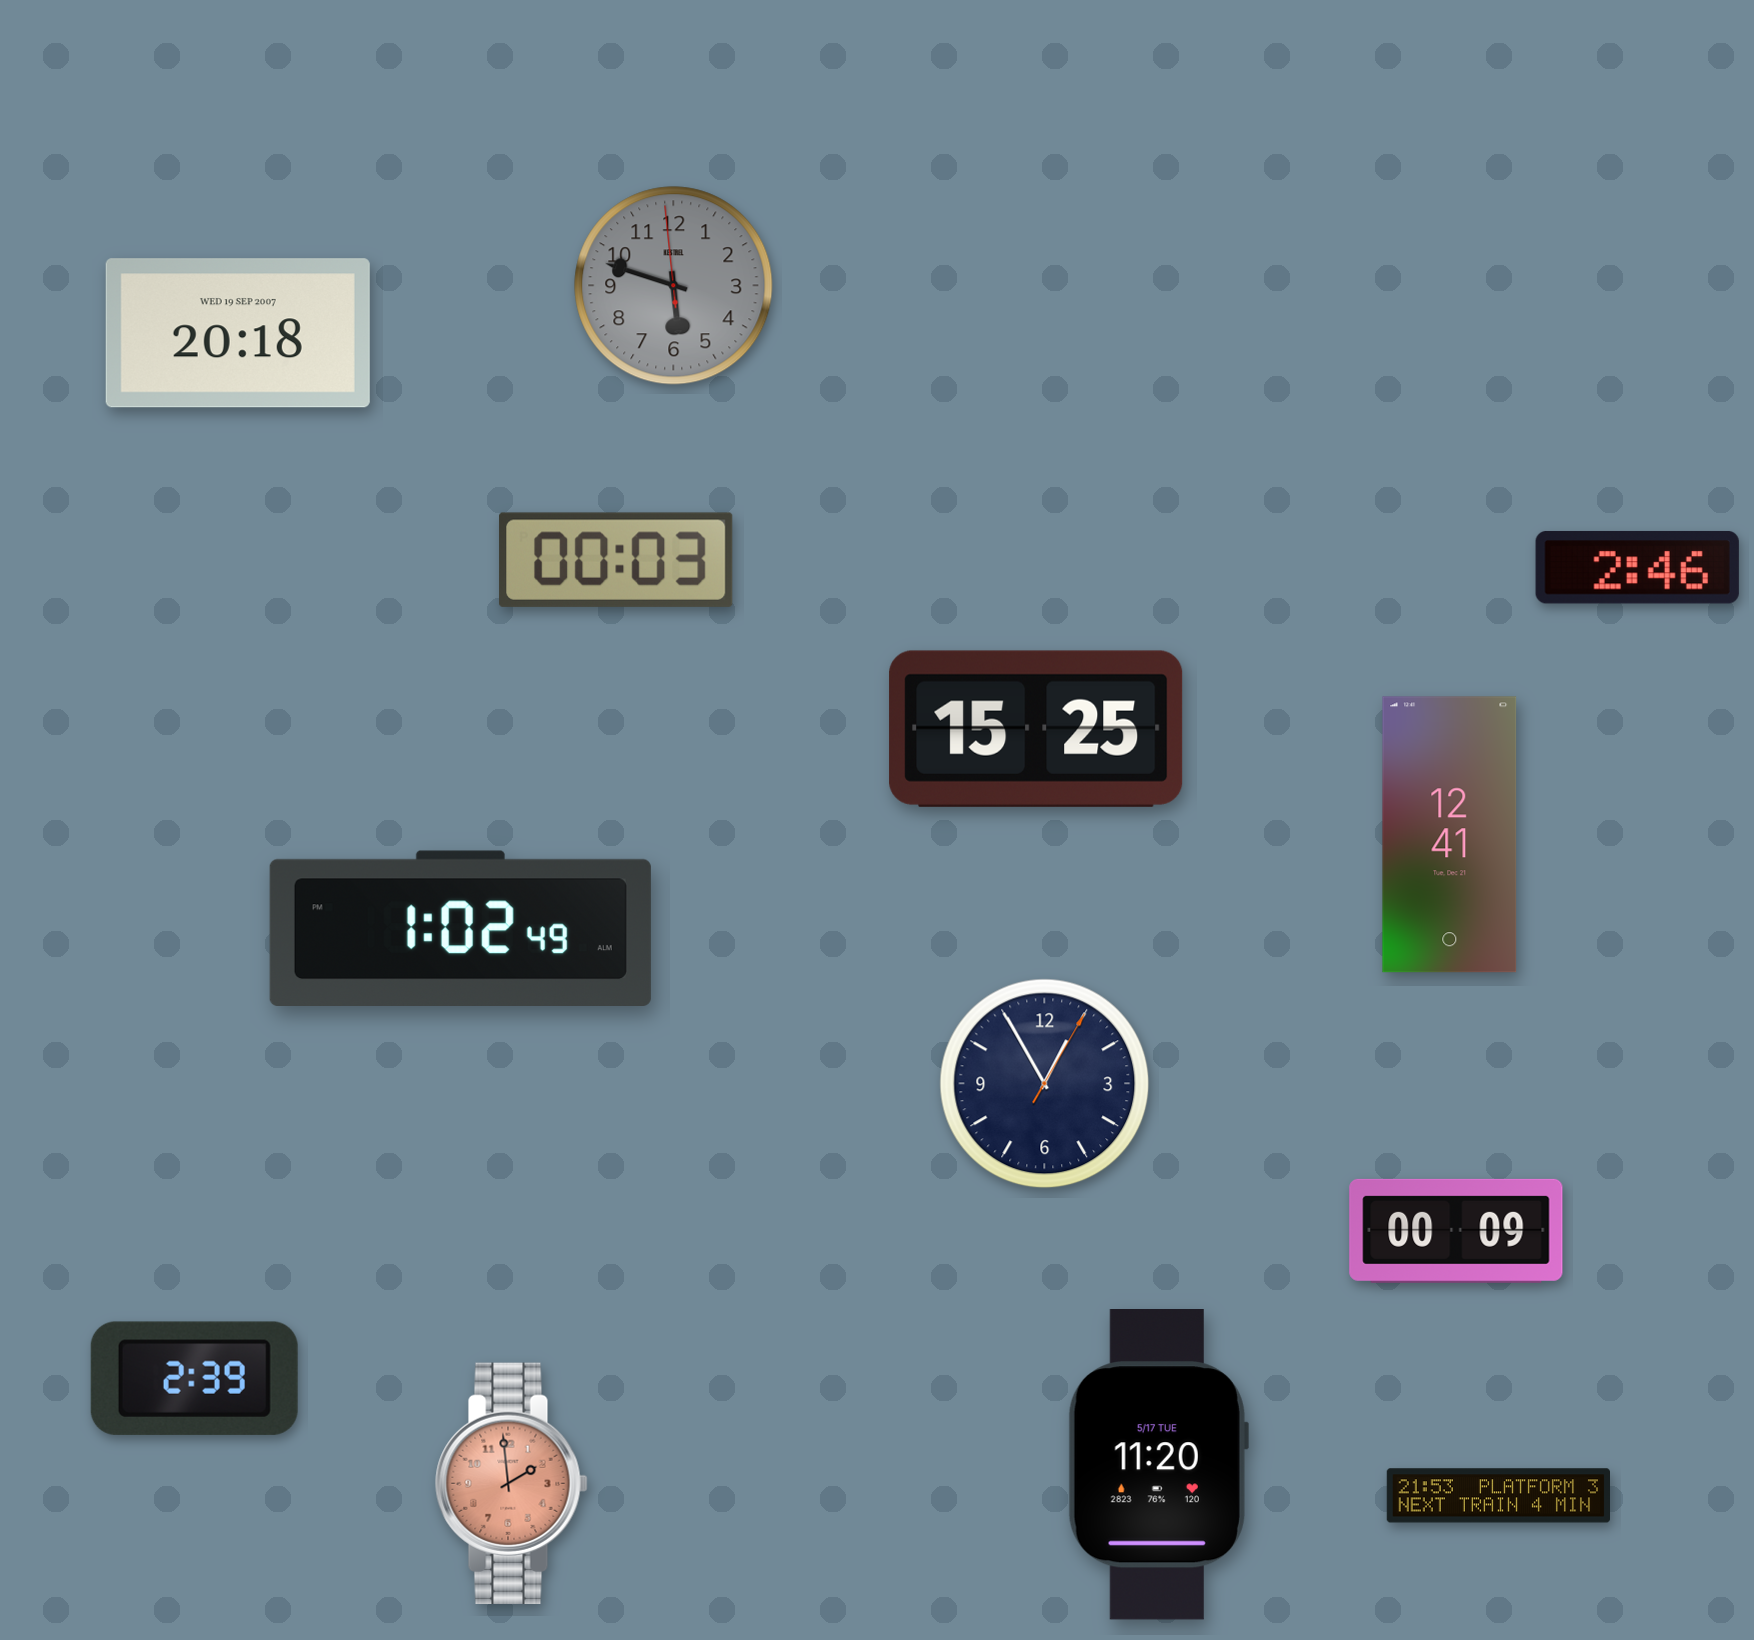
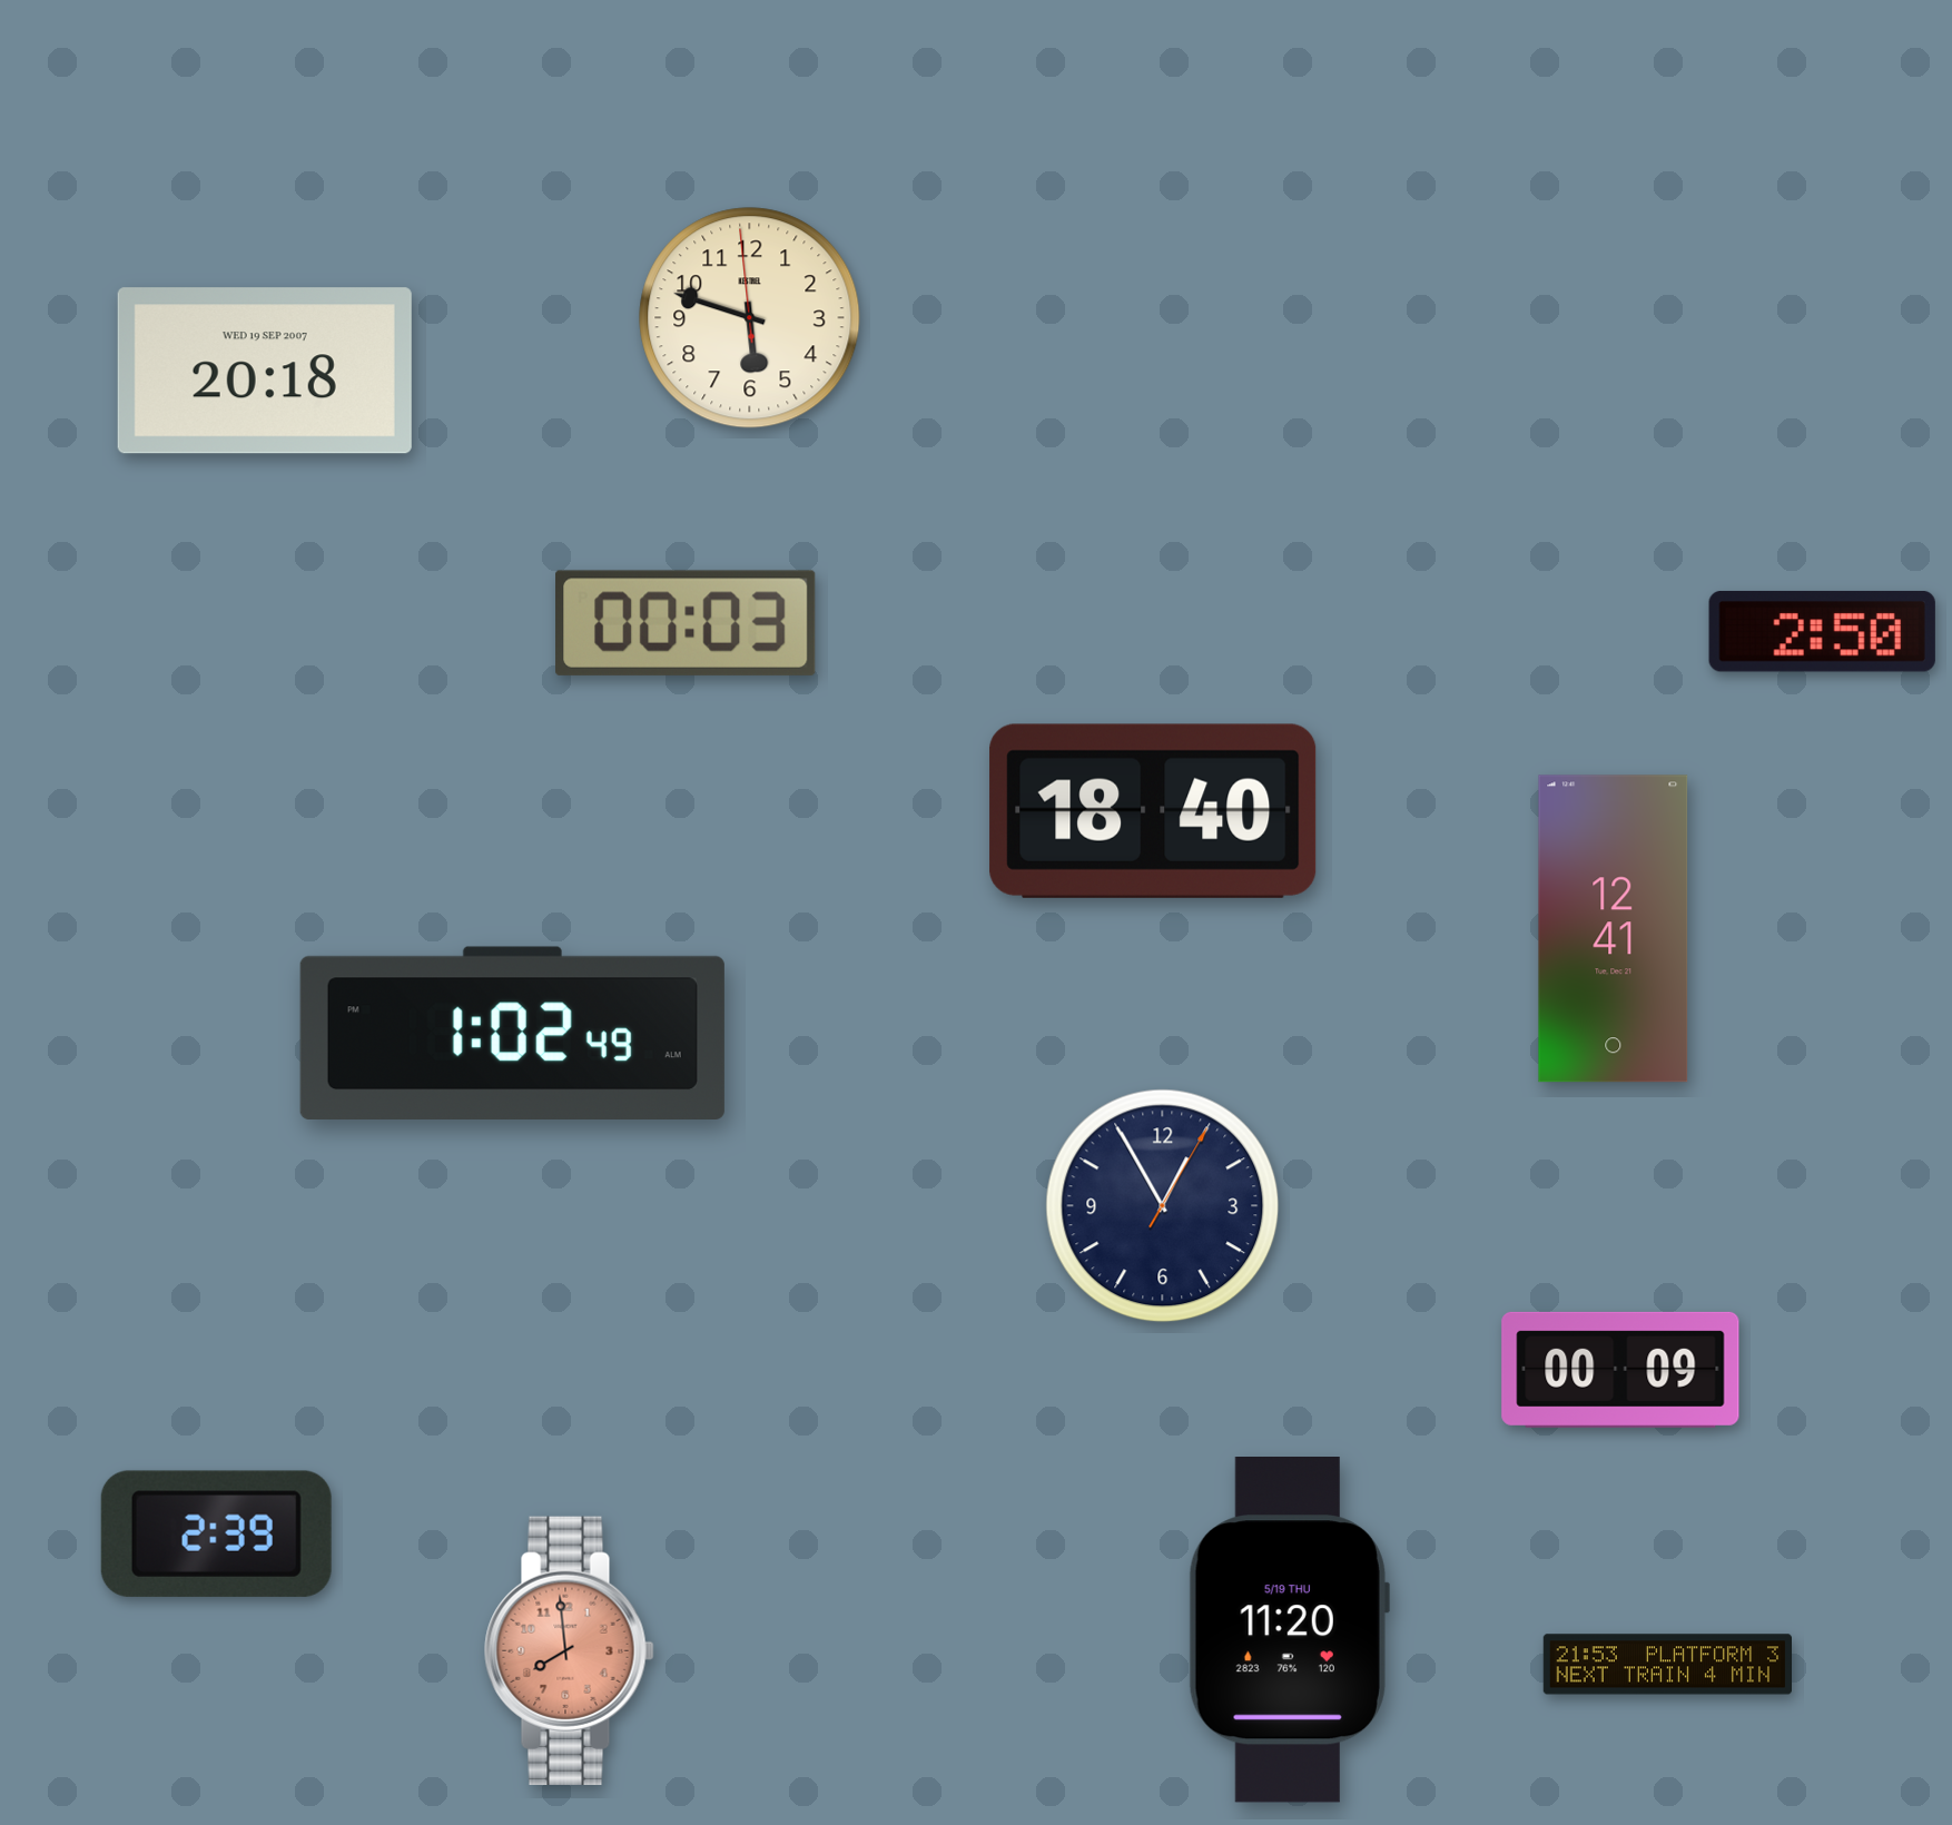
clock at (674, 286) dial: grey -> cream
clock at (1637, 567): 2:46 -> 2:50
clock at (1036, 729): 15:25 -> 18:40
clock at (1158, 1465) date: 5/17 TUE -> 5/19 THU
clock at (512, 1483): 1:59 -> 7:59
